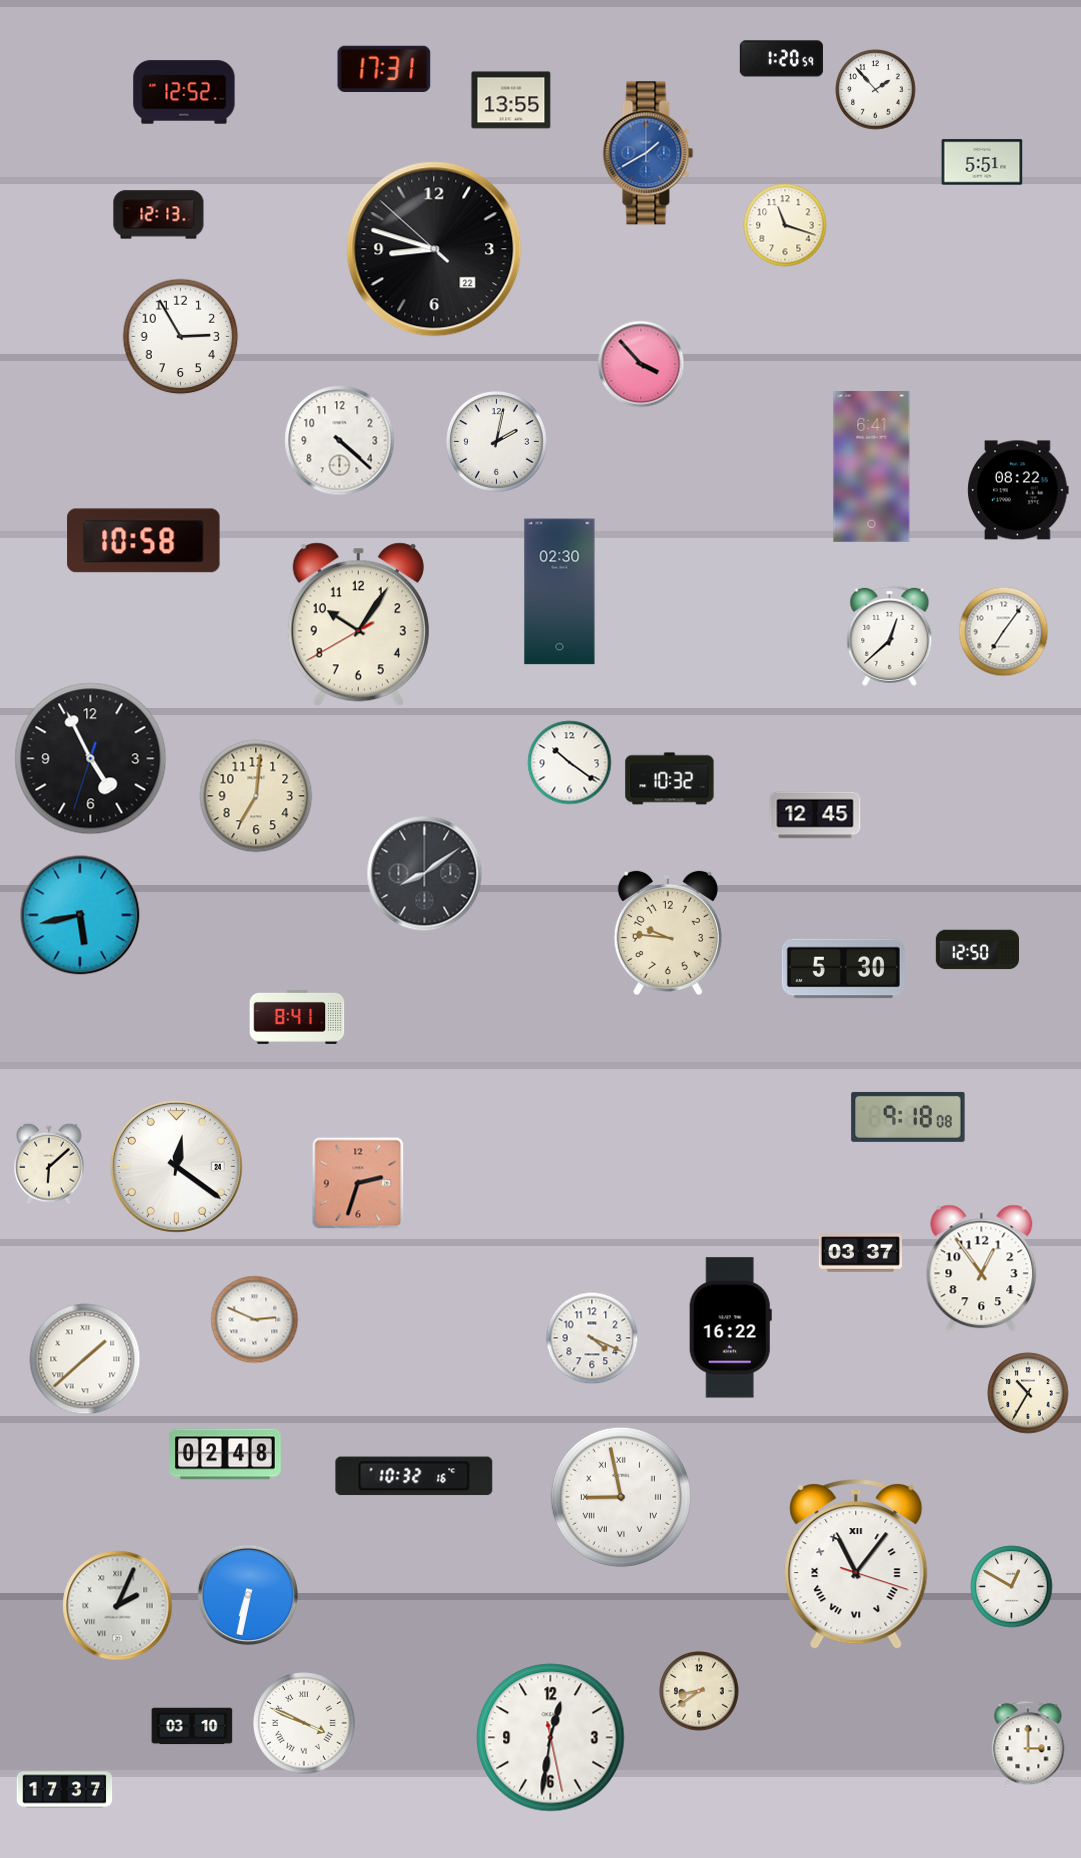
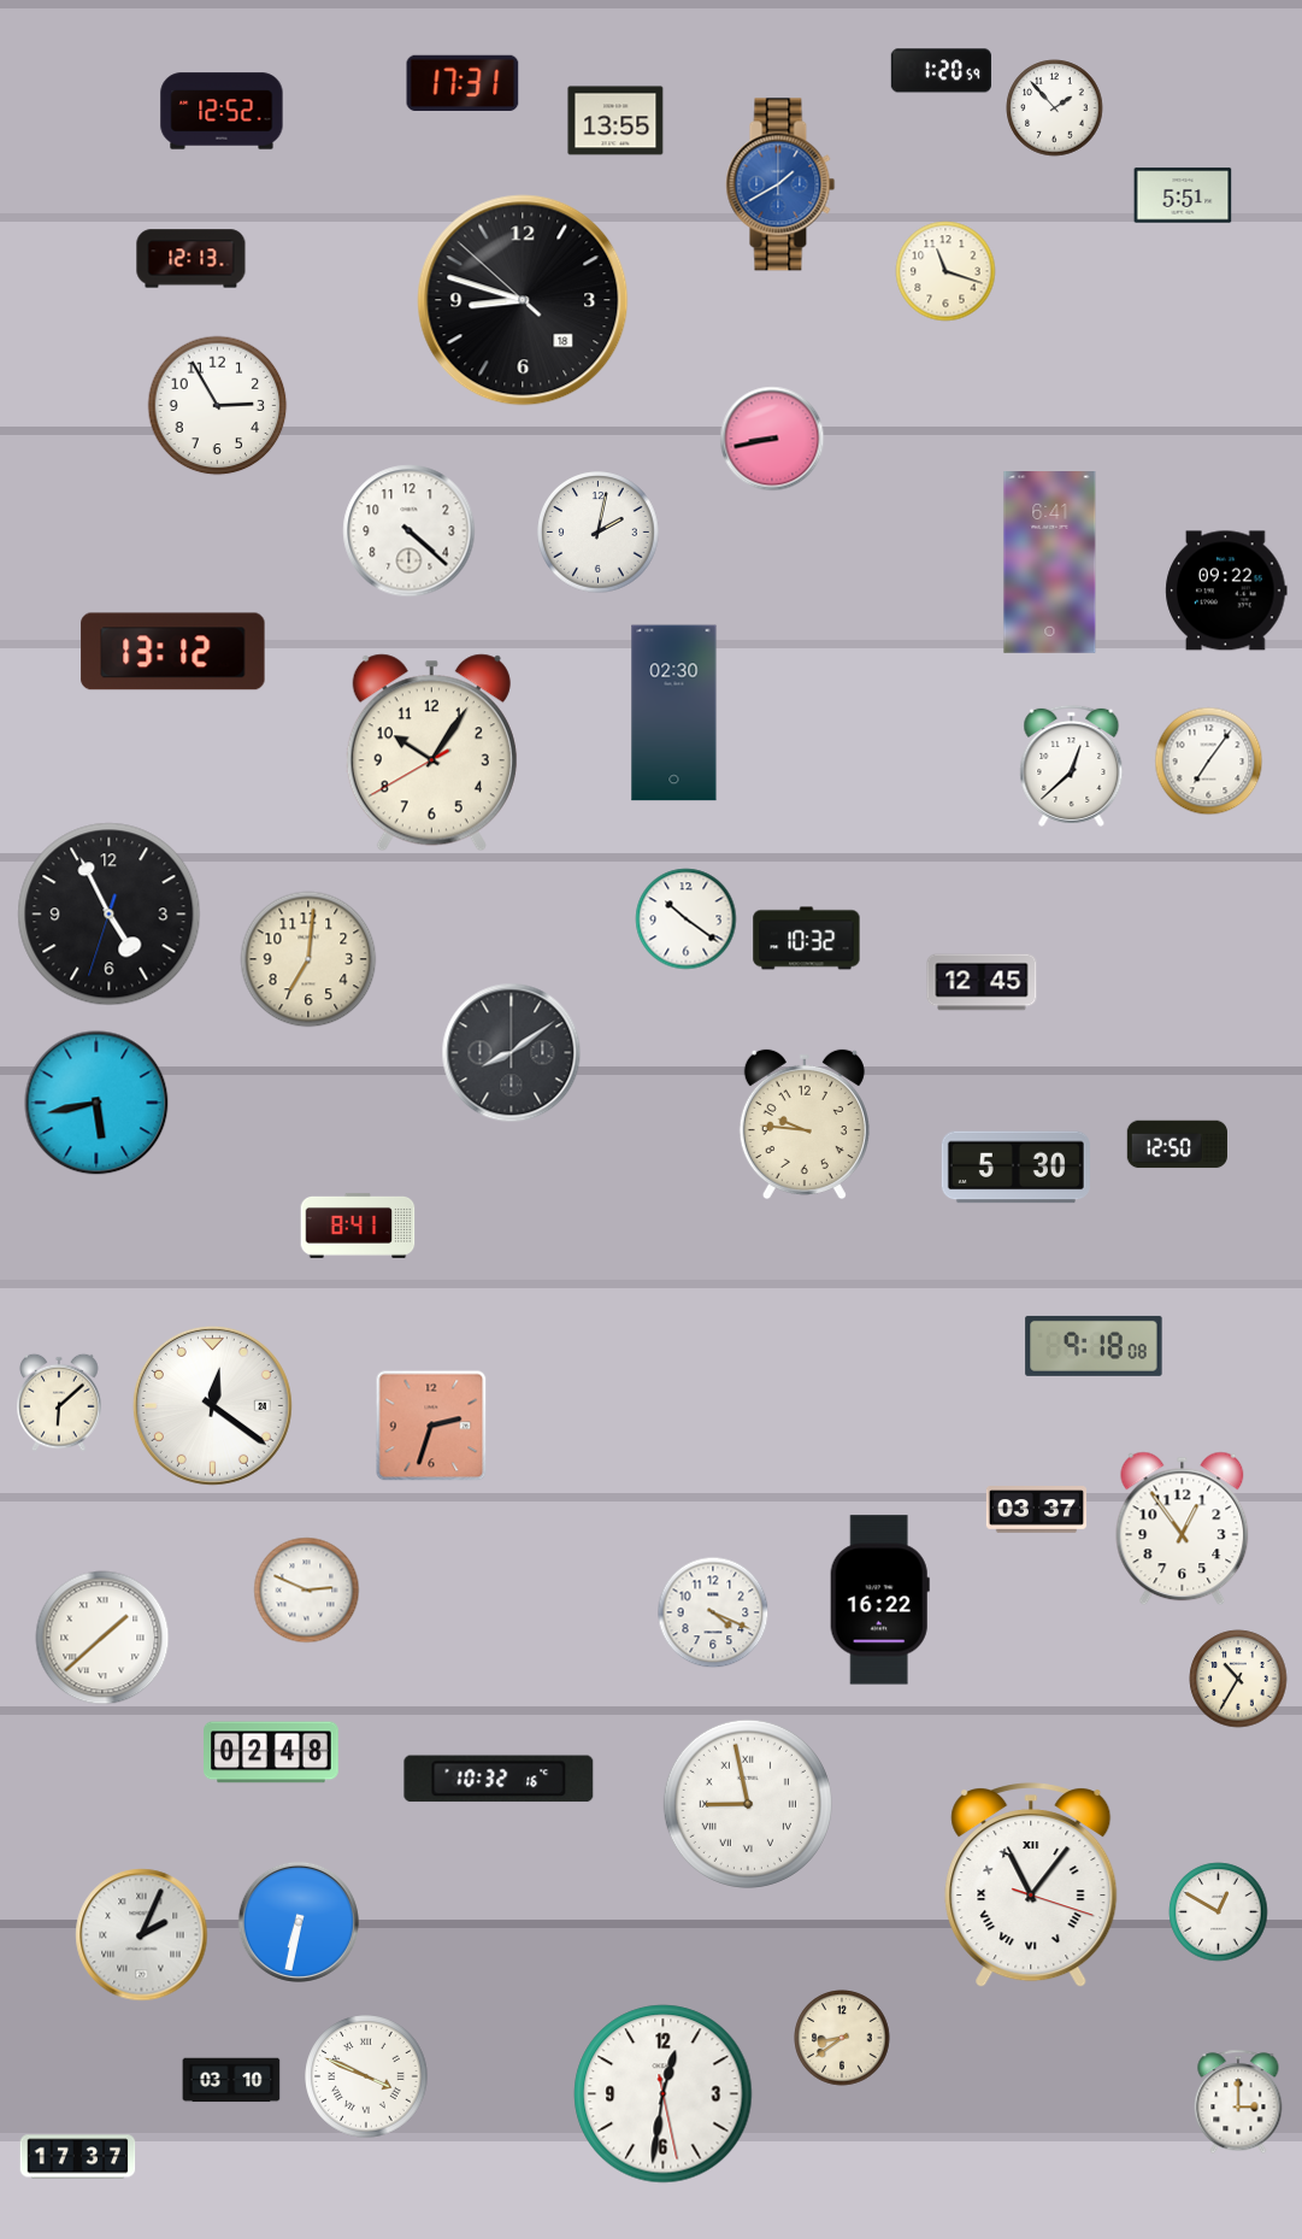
clock at (434, 249) date: 22 -> 18
clock at (641, 364): 3:53 -> 8:43
clock at (1018, 490): 08:22 -> 09:22
clock at (144, 541): 10:58 -> 13:12
